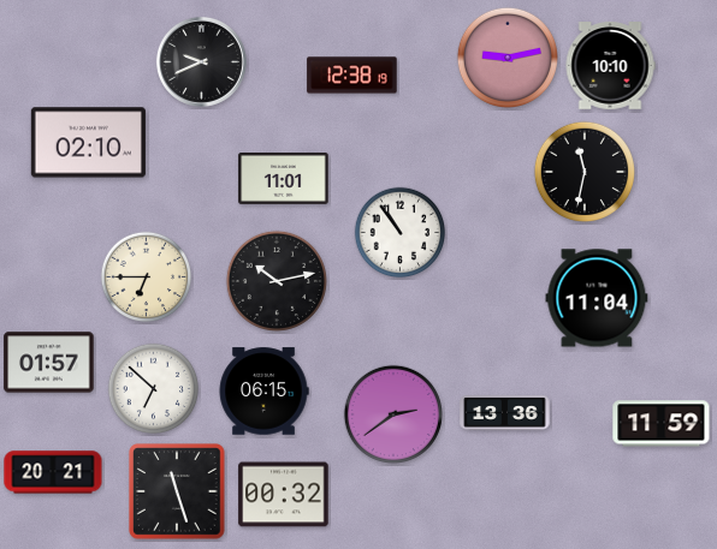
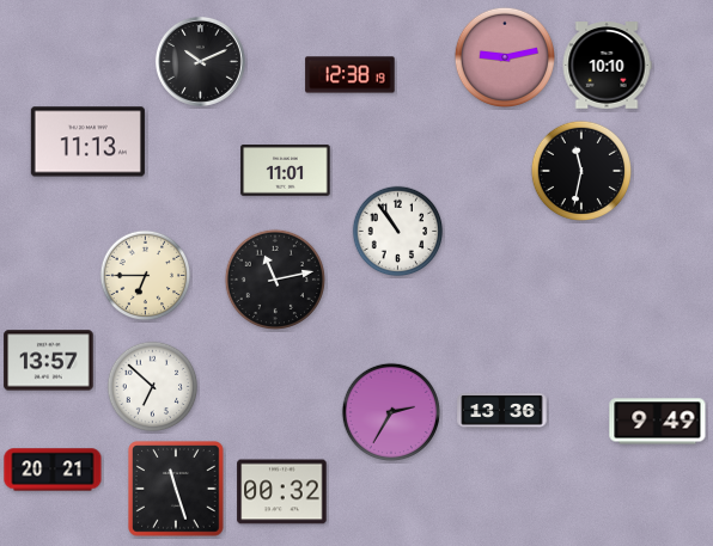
clock at (201, 61): 9:41 -> 10:11
clock at (88, 143): 02:10 -> 11:13
clock at (284, 179) position: (284, 179) -> (286, 171)
clock at (275, 280): 10:13 -> 11:13
clock at (597, 298): 11:04 -> none
clock at (49, 363): 01:57 -> 13:57
clock at (263, 392): 06:15 -> none
clock at (392, 413): 2:39 -> 2:35
clock at (662, 424): 11:59 -> 9:49
